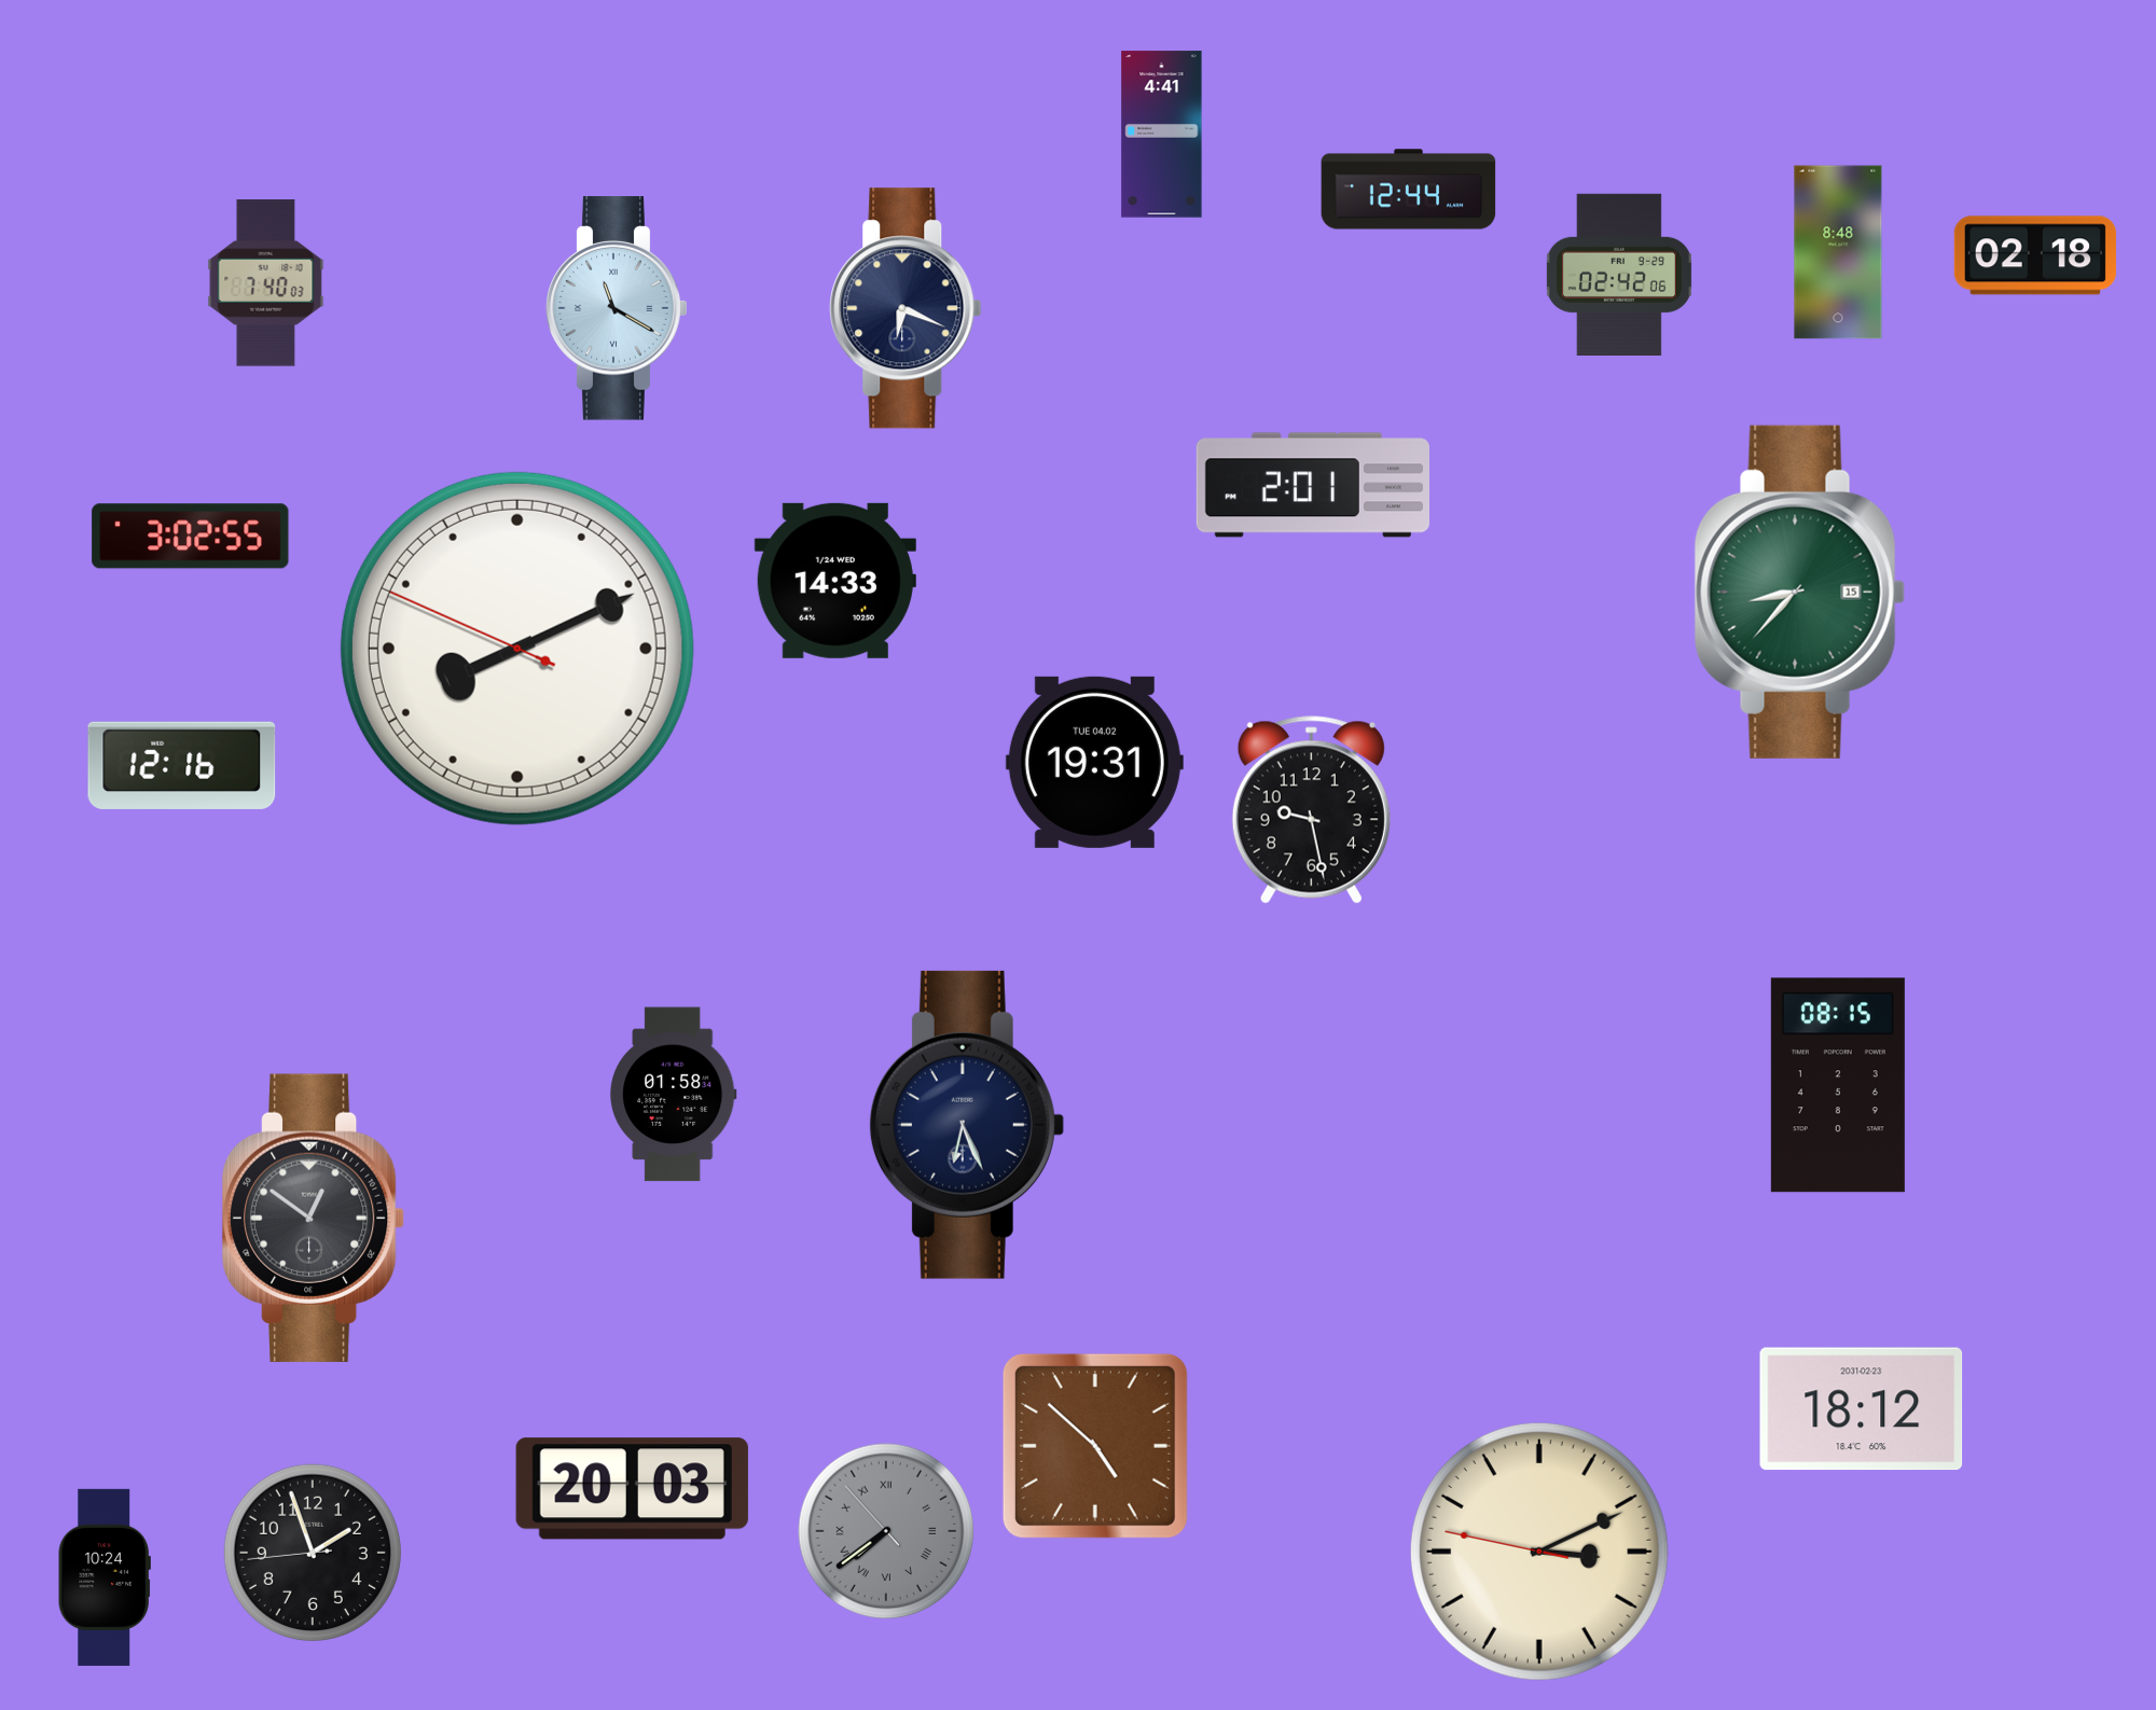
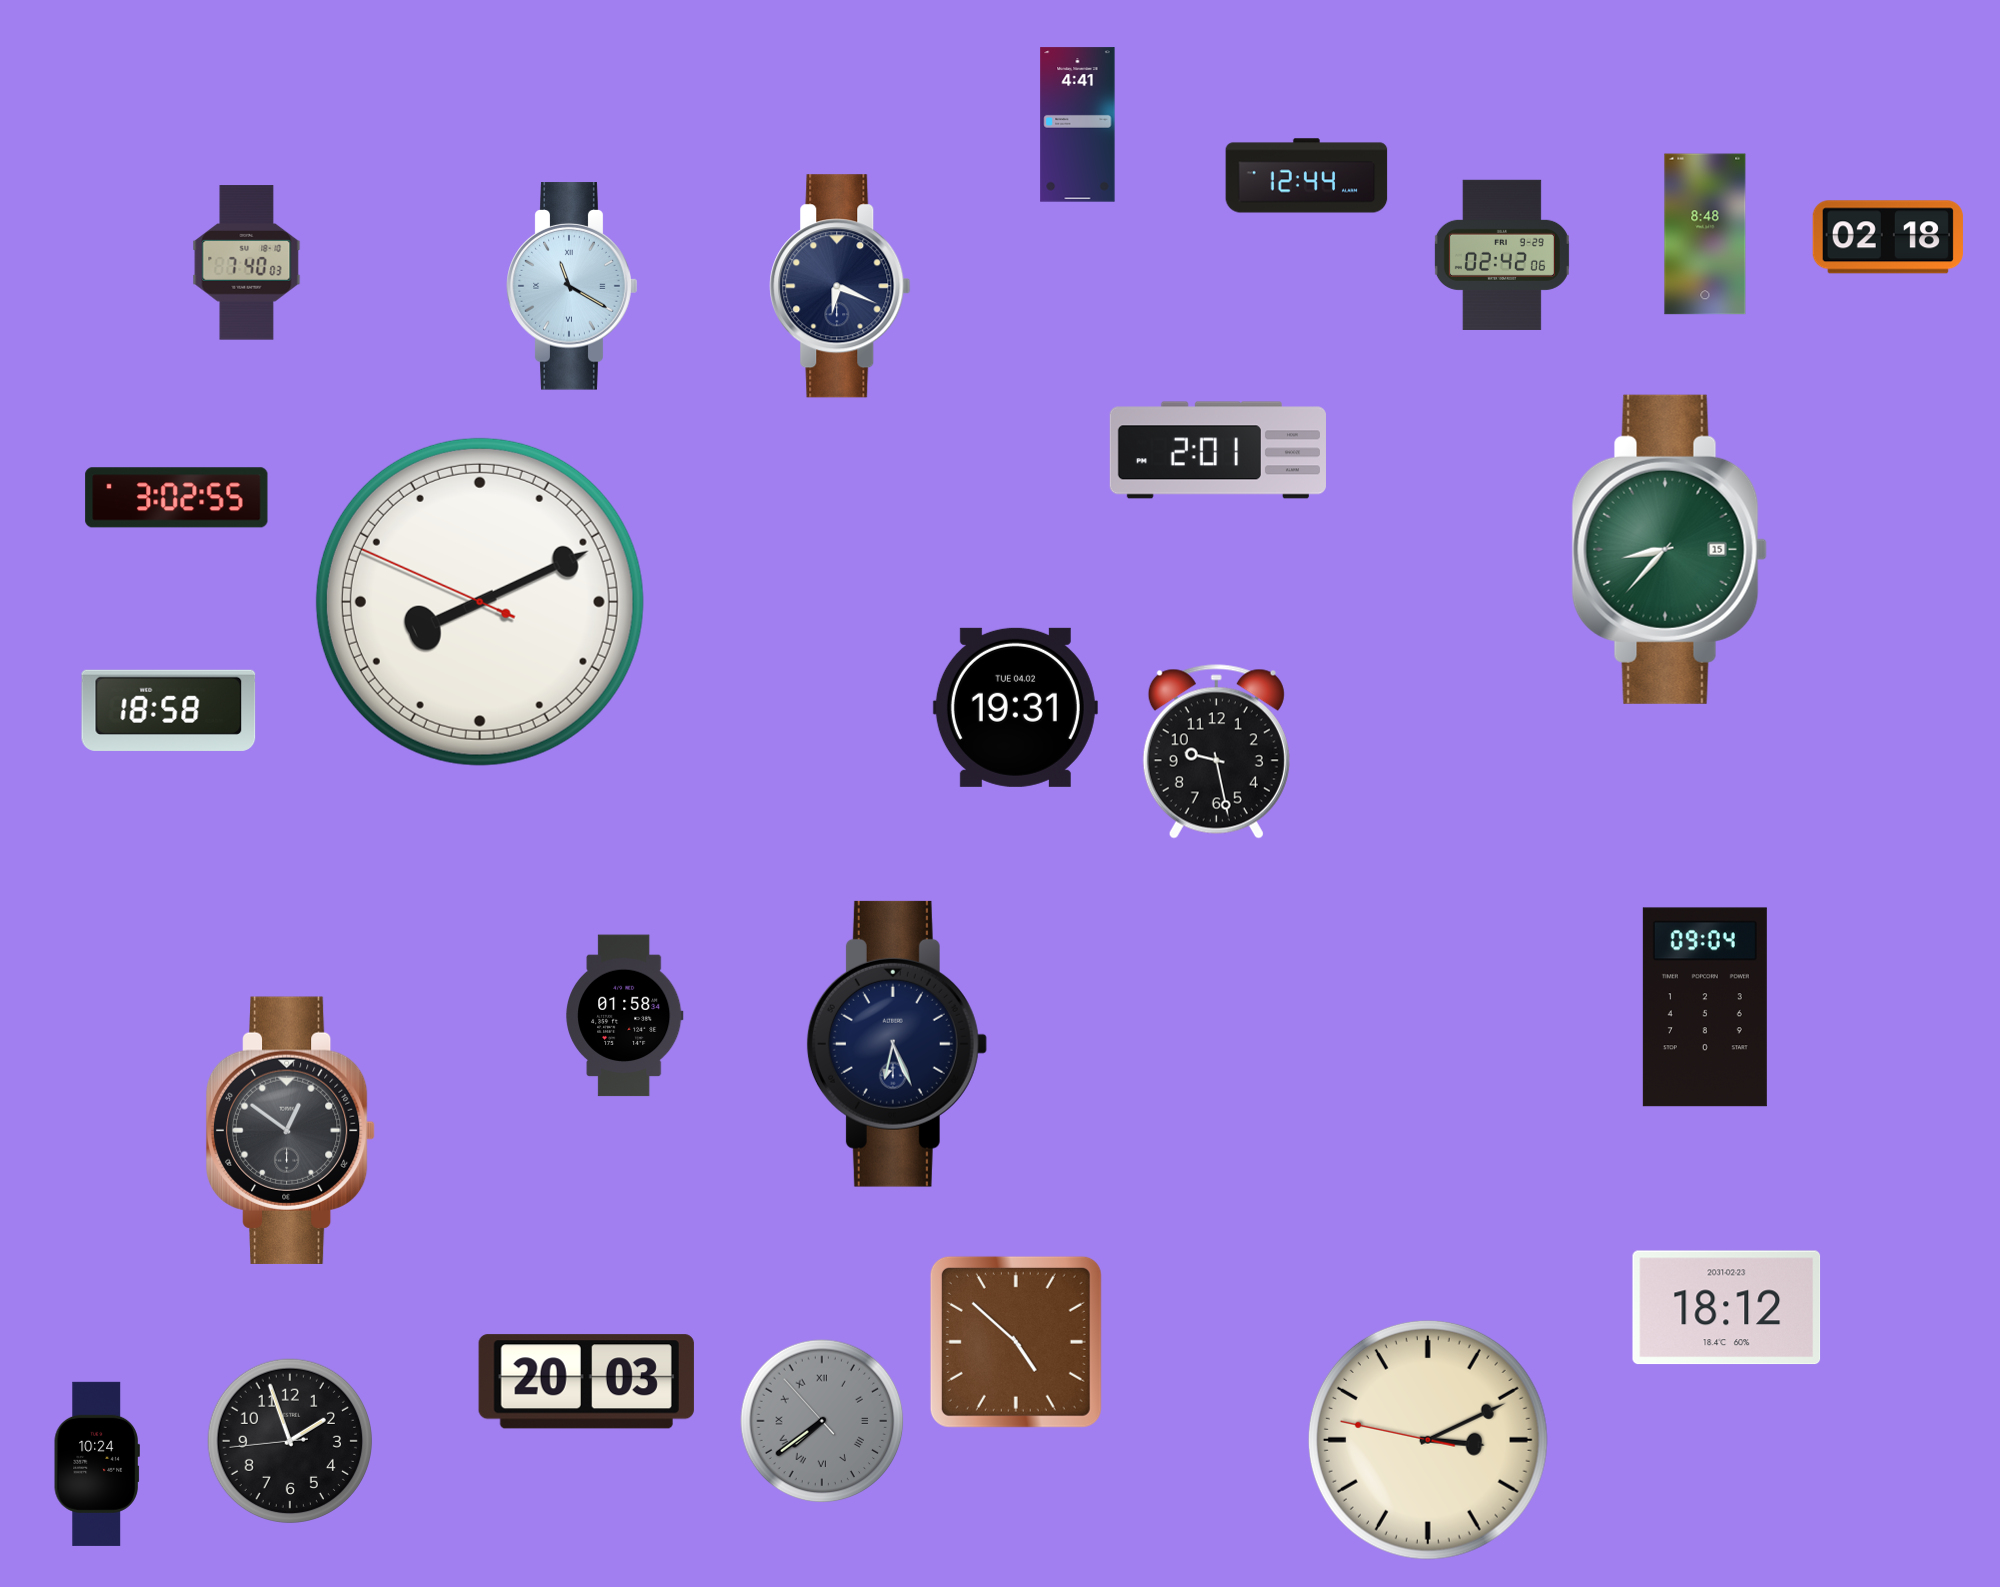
clock at (835, 581): 14:33 -> none
clock at (182, 765): 12:16 -> 18:58
clock at (1838, 1085): 08:15 -> 09:04
